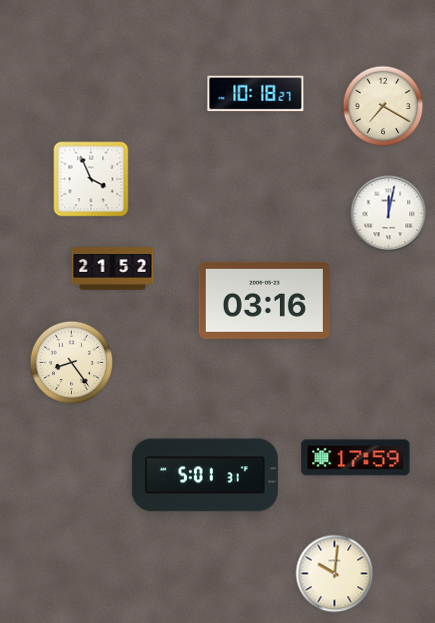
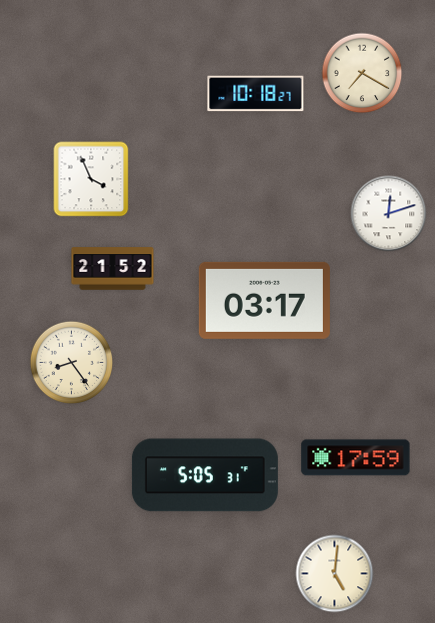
clock at (383, 106) position: (383, 106) -> (362, 73)
clock at (389, 214): 12:02 -> 12:12
clock at (264, 300): 03:16 -> 03:17
clock at (205, 475): 5:01 -> 5:05
clock at (335, 574): 10:01 -> 5:01
